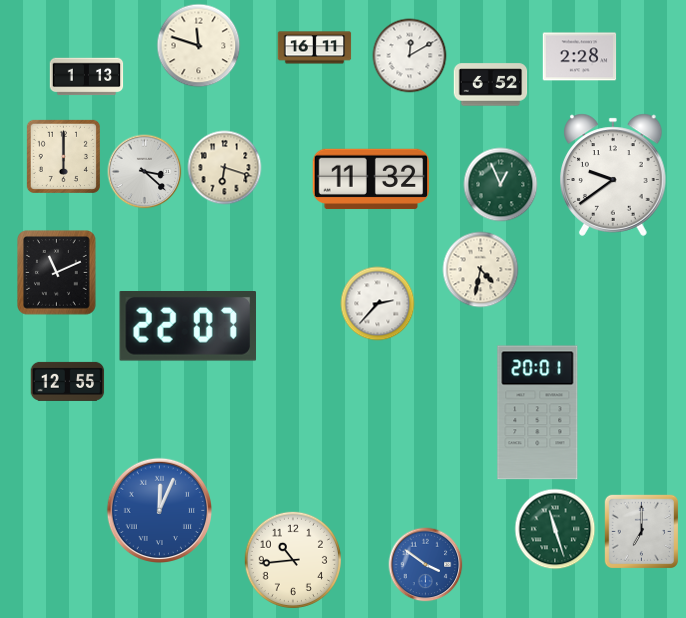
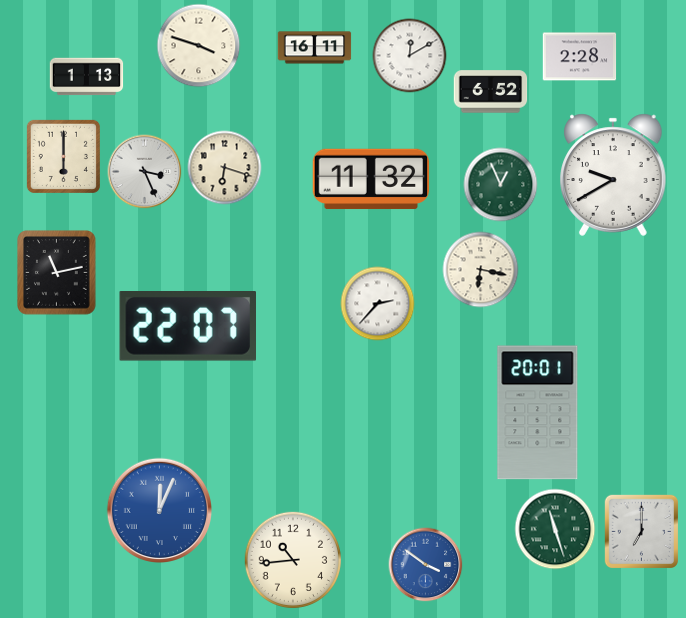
clock at (199, 46): 11:48 -> 3:48
clock at (491, 85) position: (491, 85) -> (491, 92)
clock at (145, 172): 3:22 -> 3:26
clock at (614, 175): 9:39 -> 9:40
clock at (481, 270): 4:32 -> 6:17
clock at (57, 273): 11:11 -> 11:13
clock at (68, 381): 12:55 -> none
